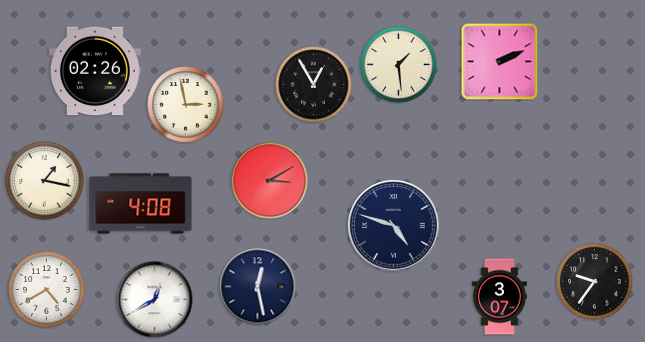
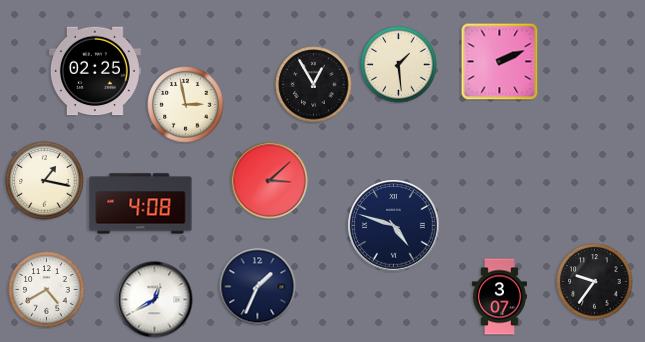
clock at (95, 71): 02:26 -> 02:25
clock at (270, 181): 3:10 -> 3:08
clock at (258, 287): 12:28 -> 1:34
